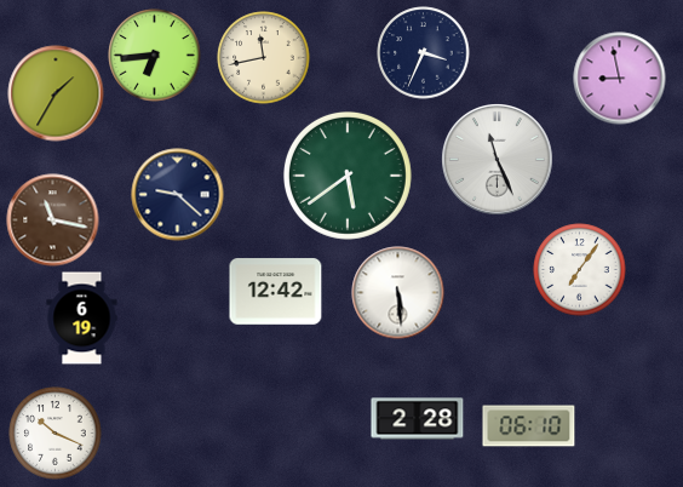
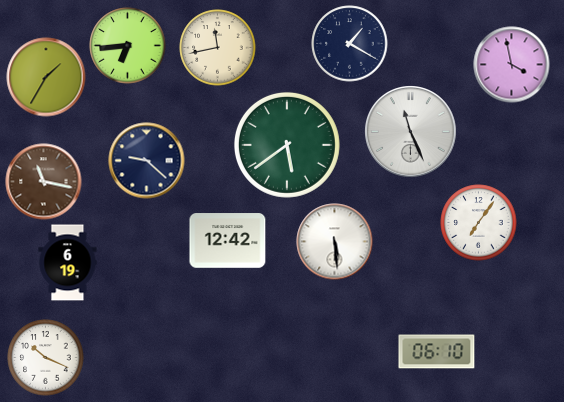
clock at (424, 53): 3:34 -> 1:20
clock at (620, 79): 8:58 -> 3:58
clock at (398, 293) position: (398, 293) -> (335, 242)
clock at (418, 419): 2:28 -> none
